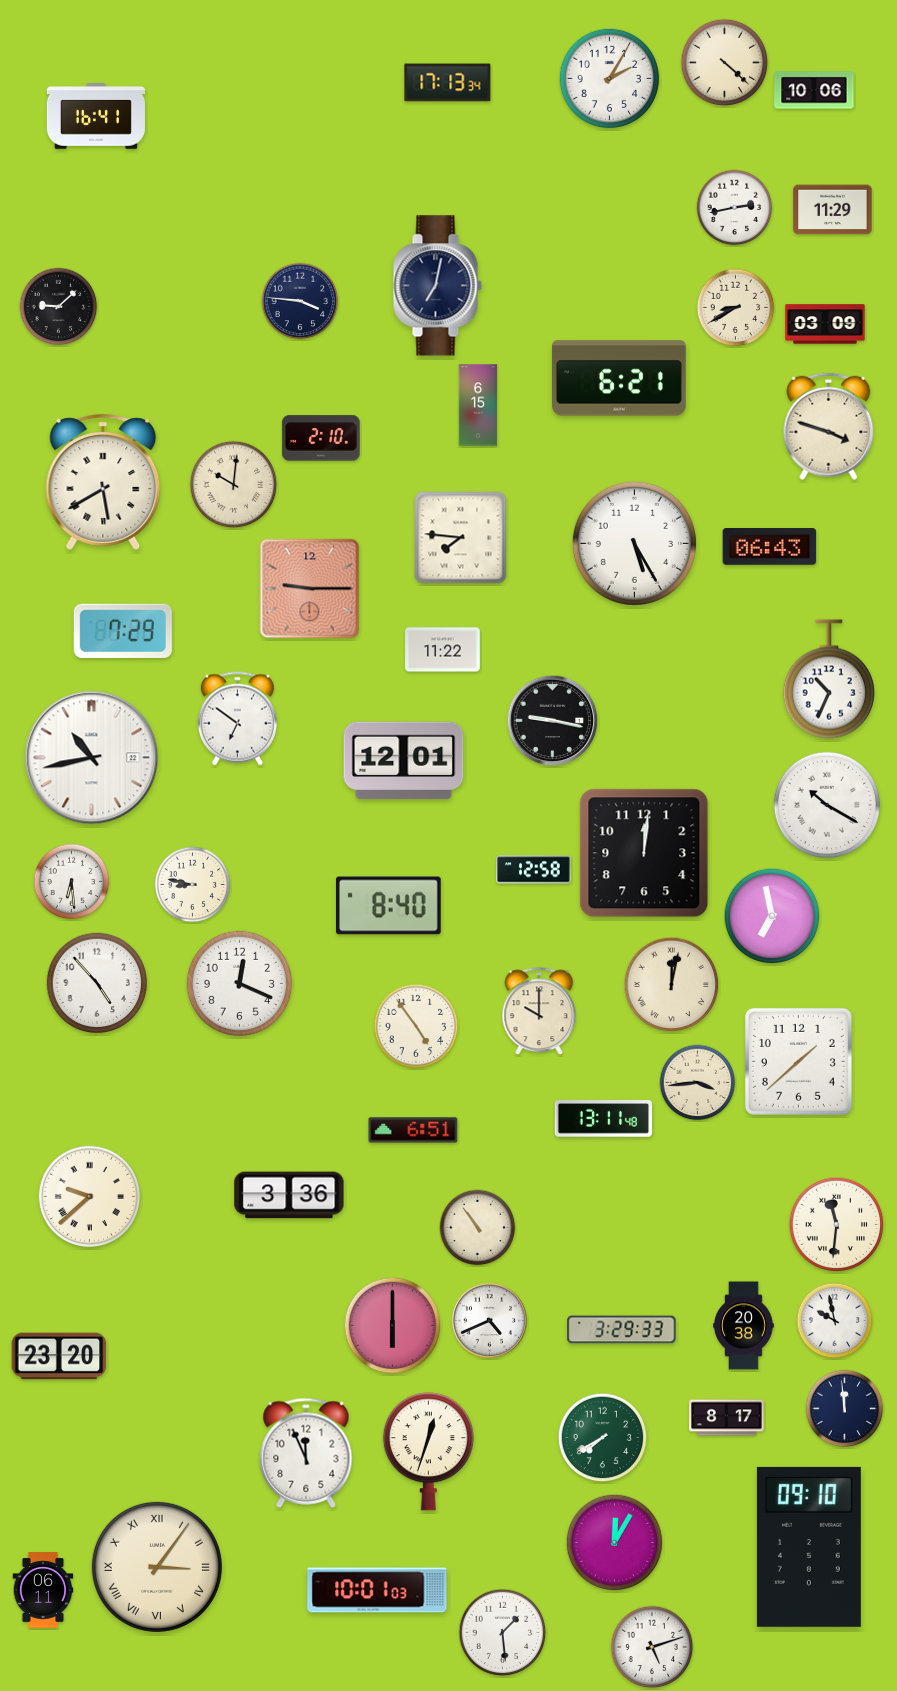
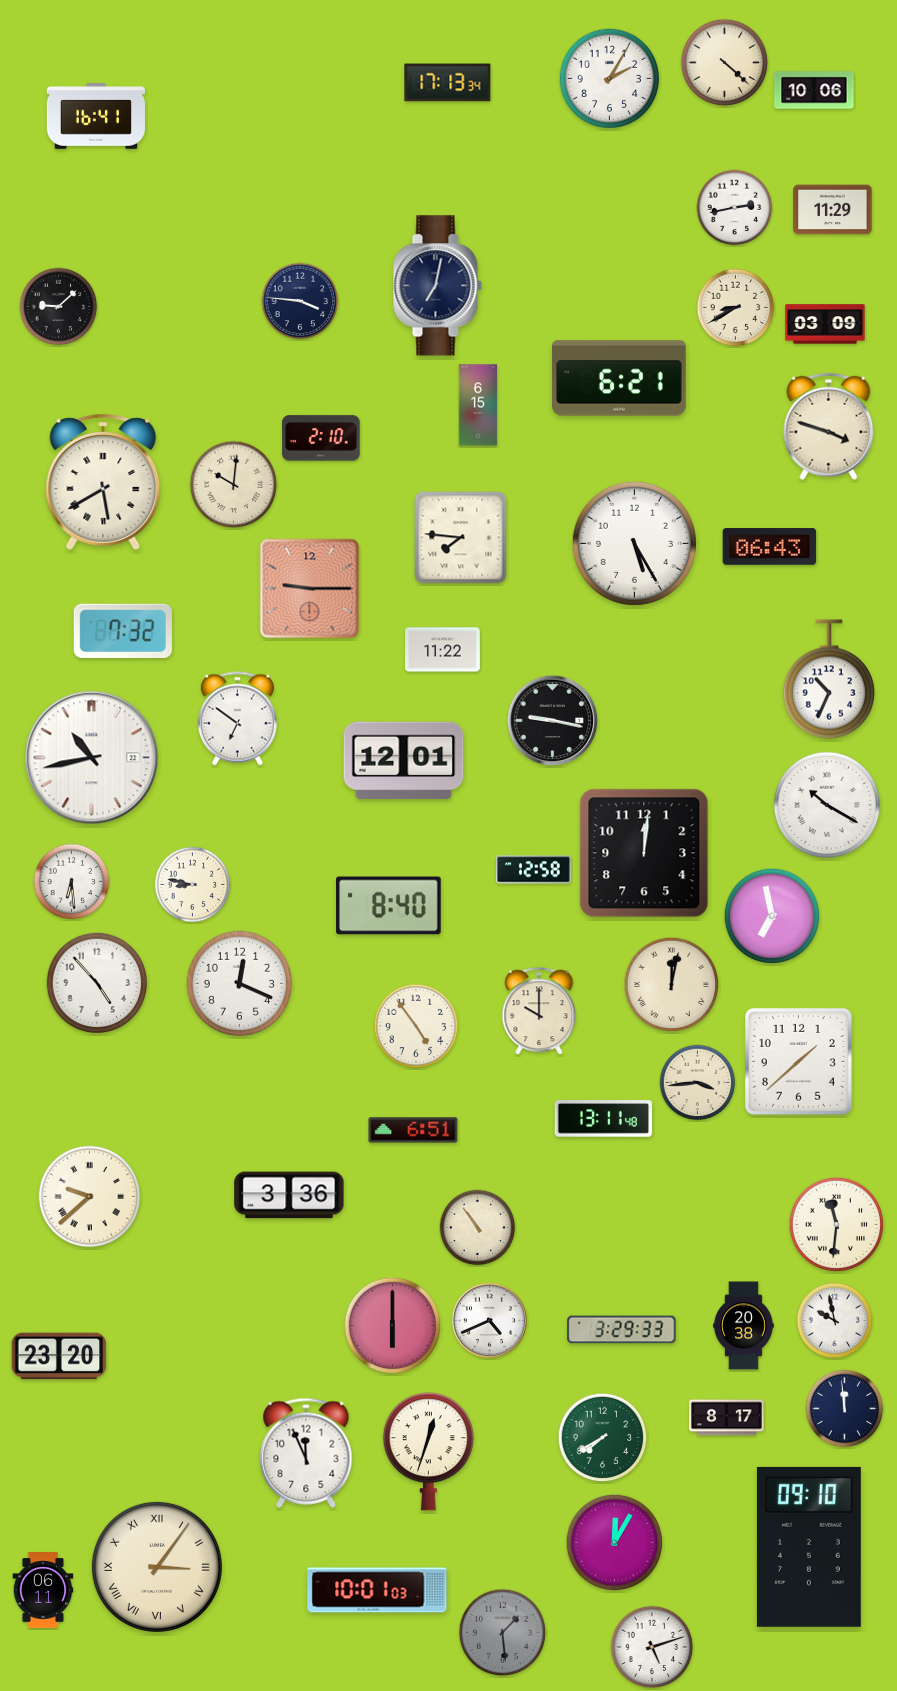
clock at (123, 631): 7:29 -> 7:32
clock at (503, 1633) dial: white -> grey
